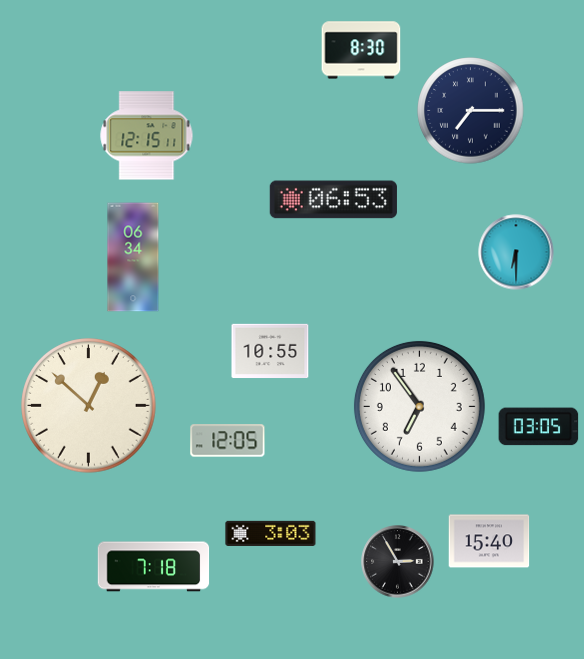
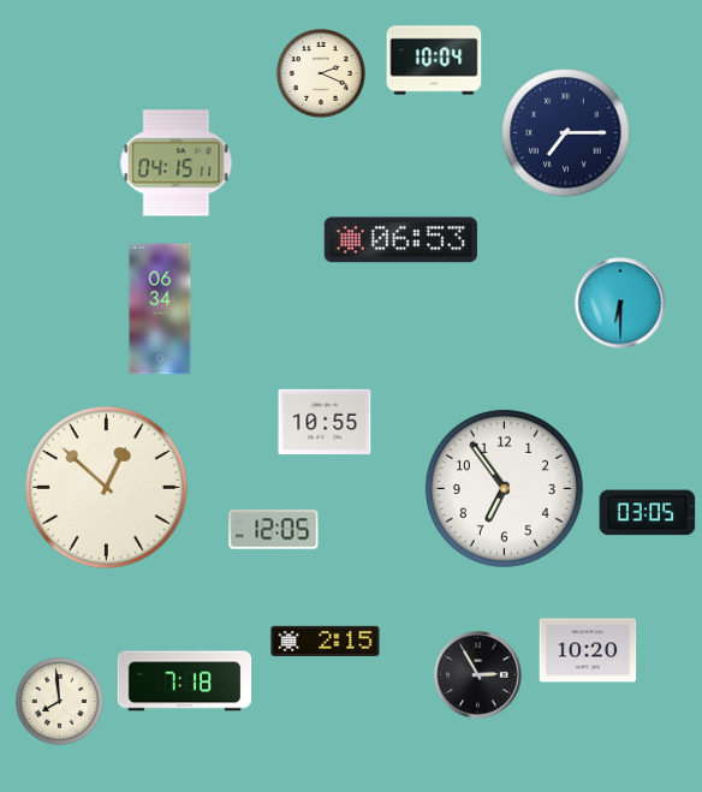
clock at (361, 50): 8:30 -> 10:04
clock at (321, 73): none -> 2:19
clock at (147, 136): 12:15 -> 04:15
clock at (271, 533): 3:03 -> 2:15
clock at (489, 541): 15:40 -> 10:20
clock at (59, 701): none -> 7:59
